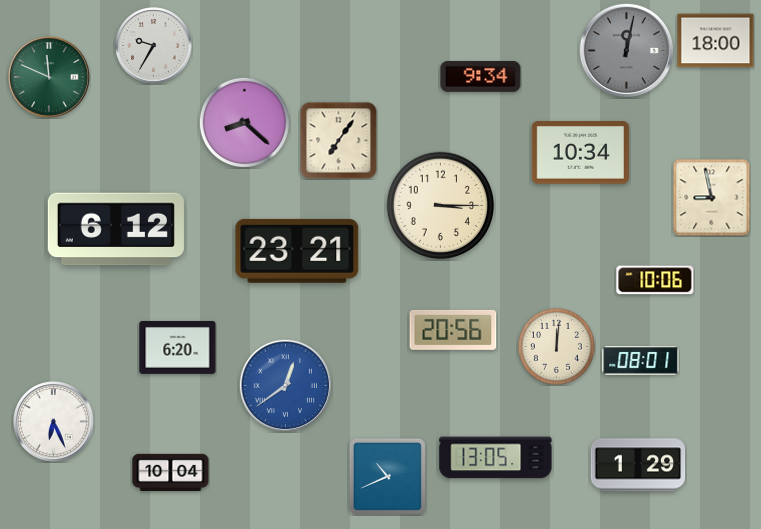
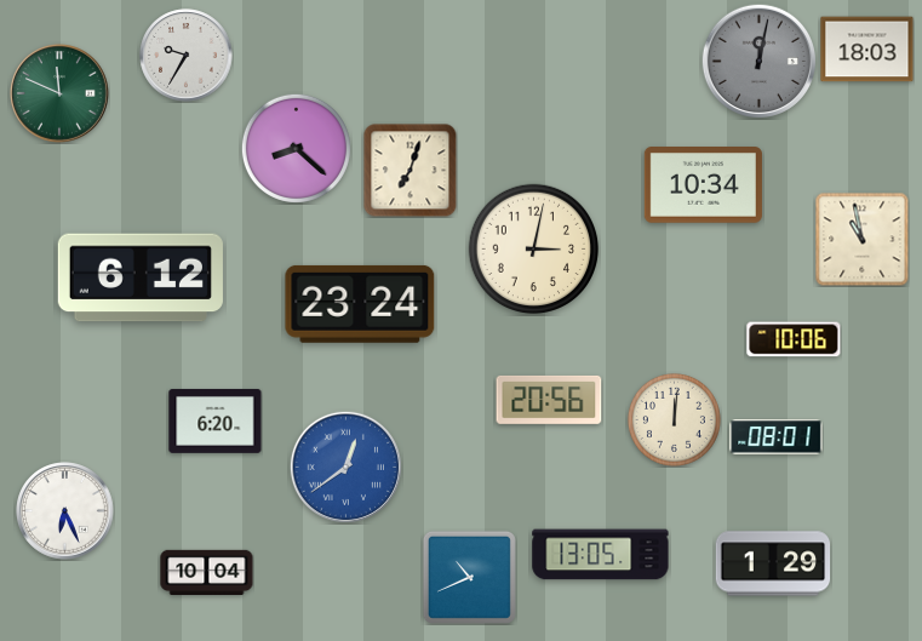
clock at (716, 41): 18:00 -> 18:03
clock at (481, 76): 9:34 -> none
clock at (338, 140): 7:06 -> 7:03
clock at (711, 197): 8:58 -> 10:58
clock at (441, 206): 3:15 -> 3:02
clock at (297, 251): 23:21 -> 23:24
